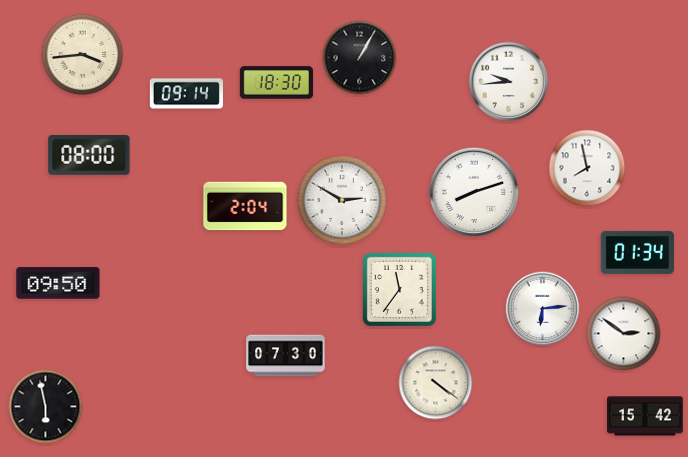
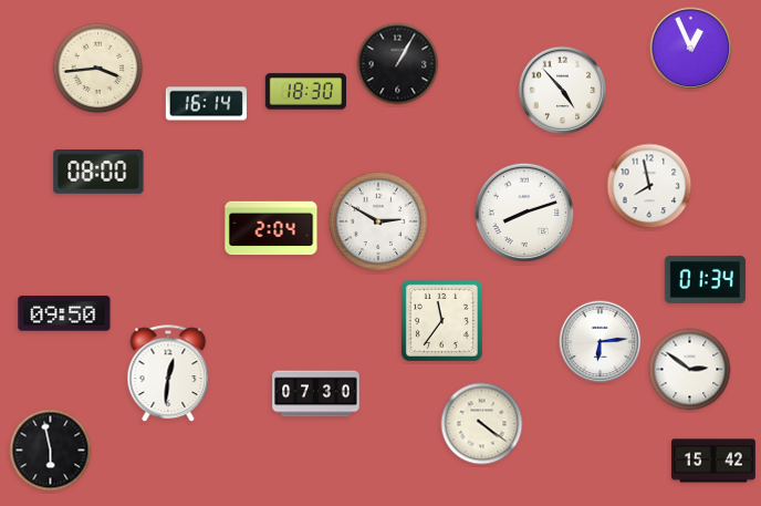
clock at (691, 49): none -> 12:56
clock at (83, 55) position: (83, 55) -> (98, 69)
clock at (509, 82): 9:44 -> 4:53
clock at (186, 94): 09:14 -> 16:14
clock at (168, 374): none -> 12:31
